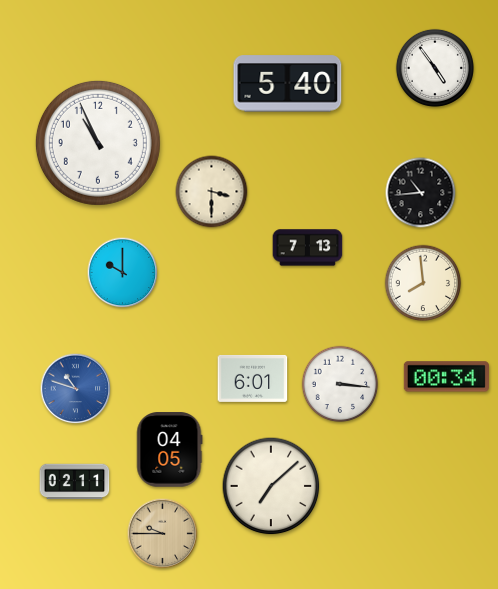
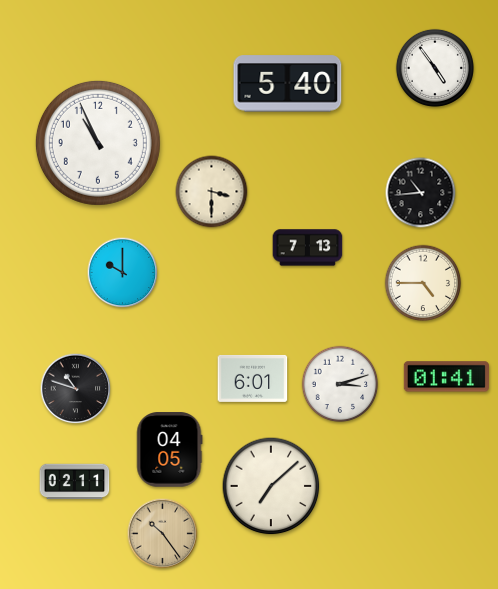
clock at (423, 283): 7:59 -> 4:45
clock at (446, 377): 00:34 -> 01:41
clock at (340, 384): 3:16 -> 3:12
clock at (76, 389) dial: blue -> black
clock at (163, 534): 9:45 -> 10:24
